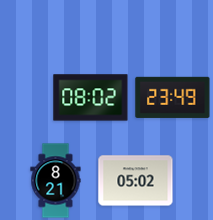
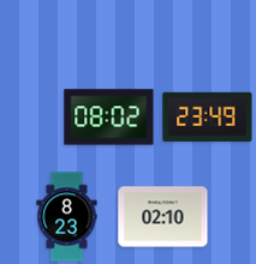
clock at (56, 181): 8:21 -> 8:23
clock at (136, 181): 05:02 -> 02:10
